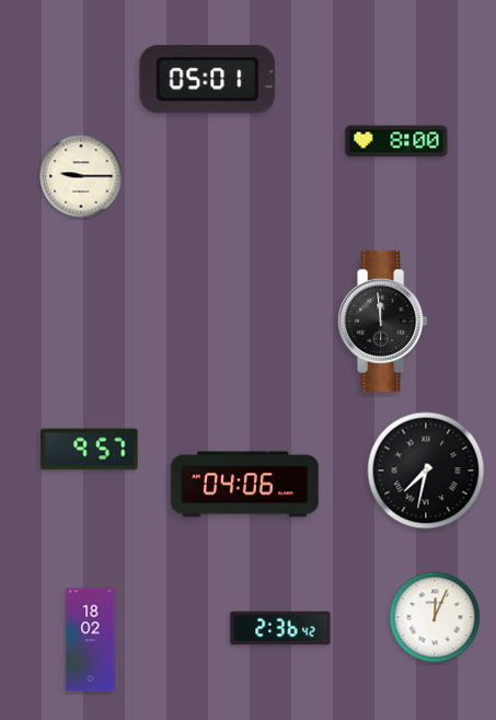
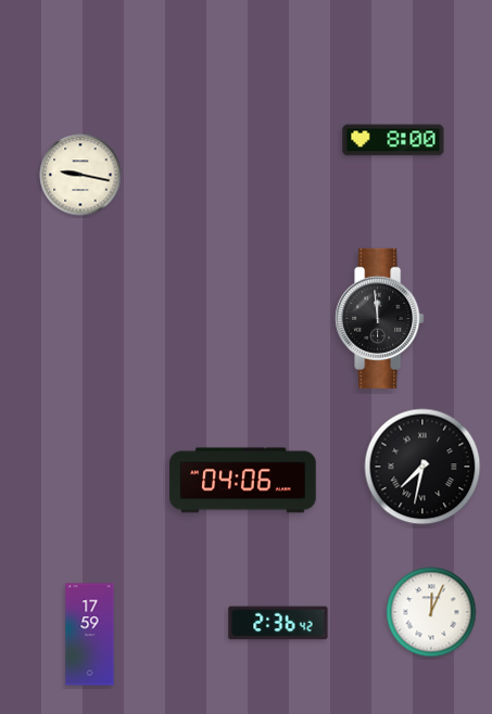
clock at (208, 80): 05:01 -> none
clock at (81, 176): 9:15 -> 9:17
clock at (90, 450): 9:57 -> none
clock at (91, 640): 18:02 -> 17:59
